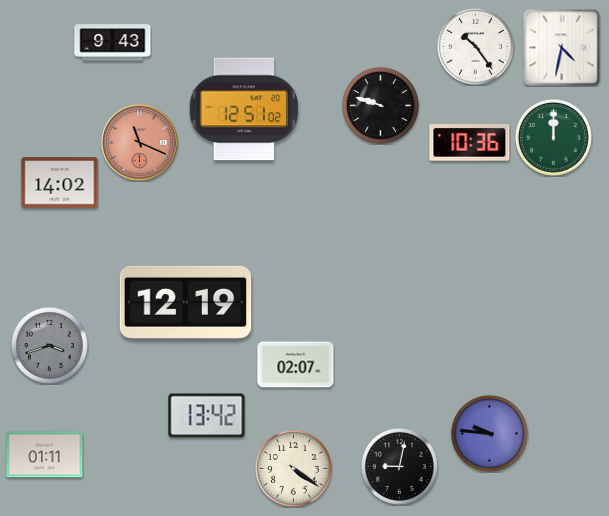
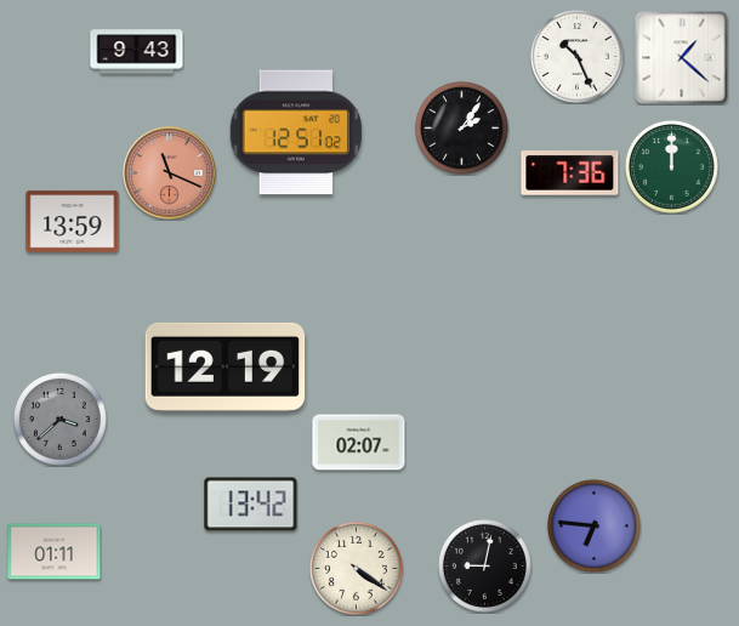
clock at (475, 46): 10:24 -> 10:26
clock at (562, 48): 4:32 -> 1:22
clock at (380, 105): 9:48 -> 2:06
clock at (470, 143): 10:36 -> 7:36
clock at (60, 183): 14:02 -> 13:59
clock at (49, 345): 3:42 -> 3:38
clock at (489, 433): 9:46 -> 6:46
